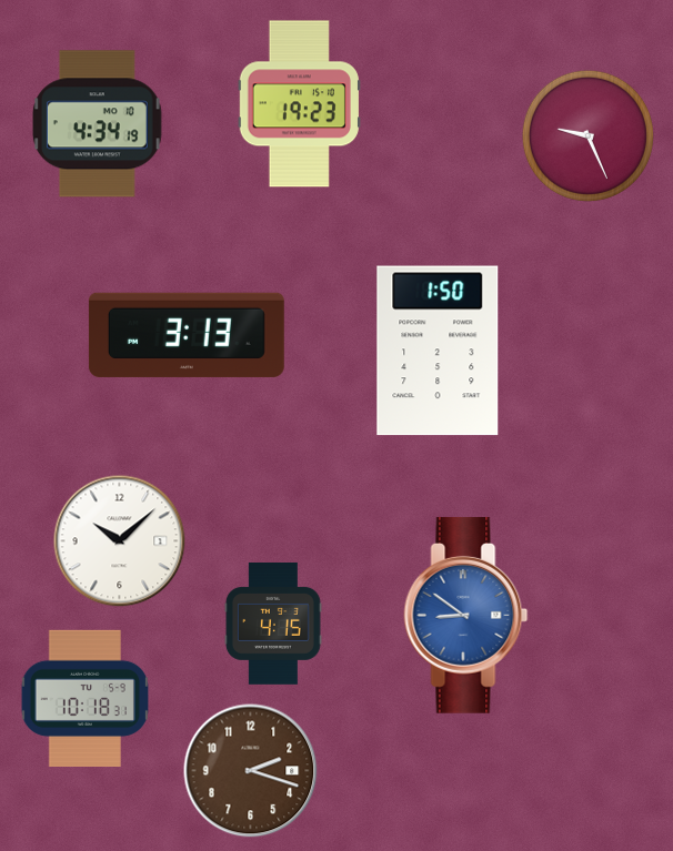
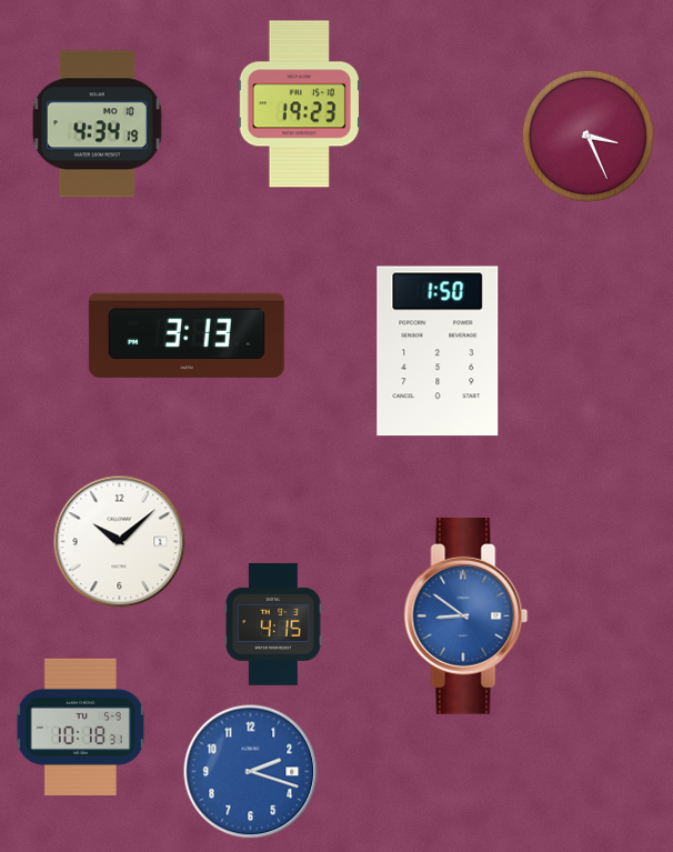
clock at (587, 135): 9:26 -> 3:26
clock at (84, 698) position: (84, 698) -> (80, 726)
clock at (251, 771) dial: brown -> blue
